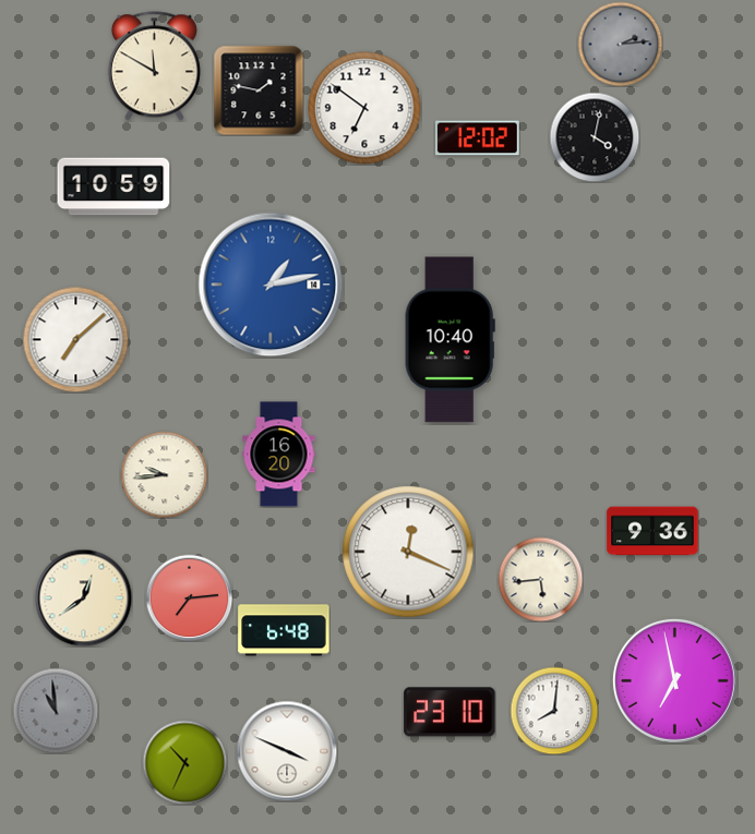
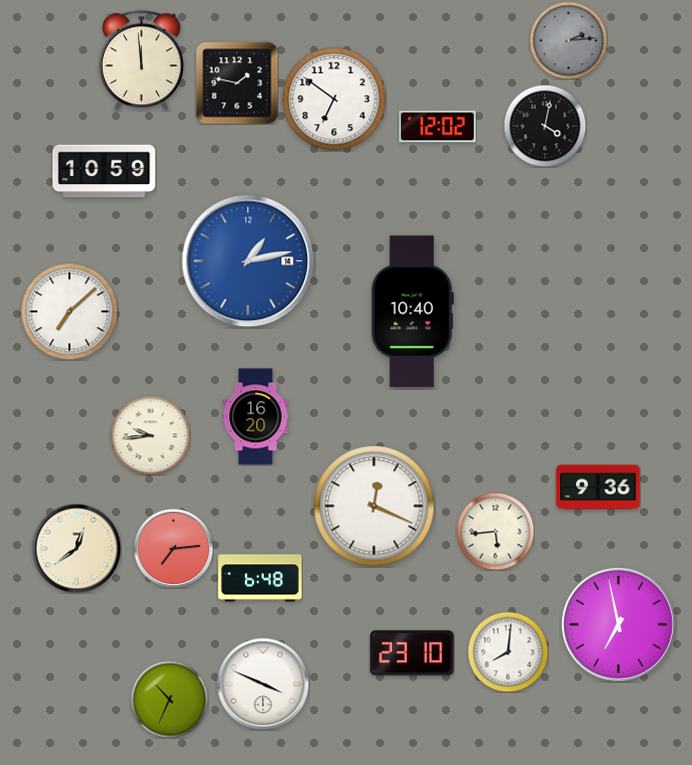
clock at (154, 67): 11:50 -> 11:59
clock at (56, 711): 10:59 -> none
clock at (287, 751) position: (287, 751) -> (263, 684)
